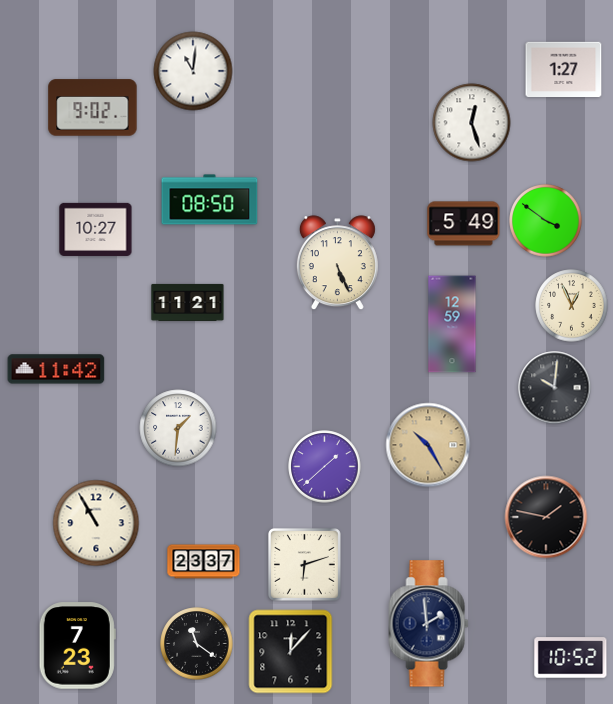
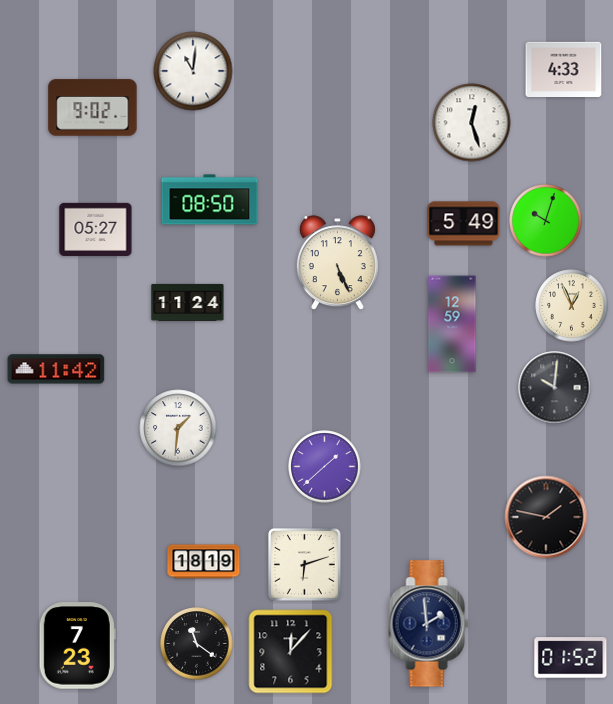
clock at (564, 70): 1:27 -> 4:33
clock at (546, 221): 3:51 -> 10:03
clock at (96, 229): 10:27 -> 05:27
clock at (188, 302): 11:21 -> 11:24
clock at (428, 445): 10:25 -> none
clock at (96, 523): 10:55 -> none
clock at (204, 562): 23:37 -> 18:19
clock at (571, 658): 10:52 -> 01:52
